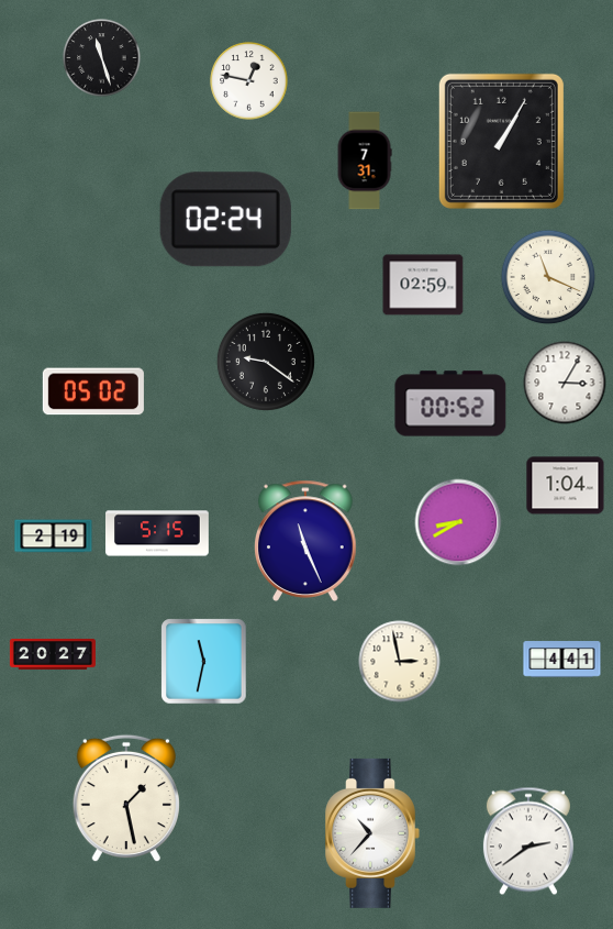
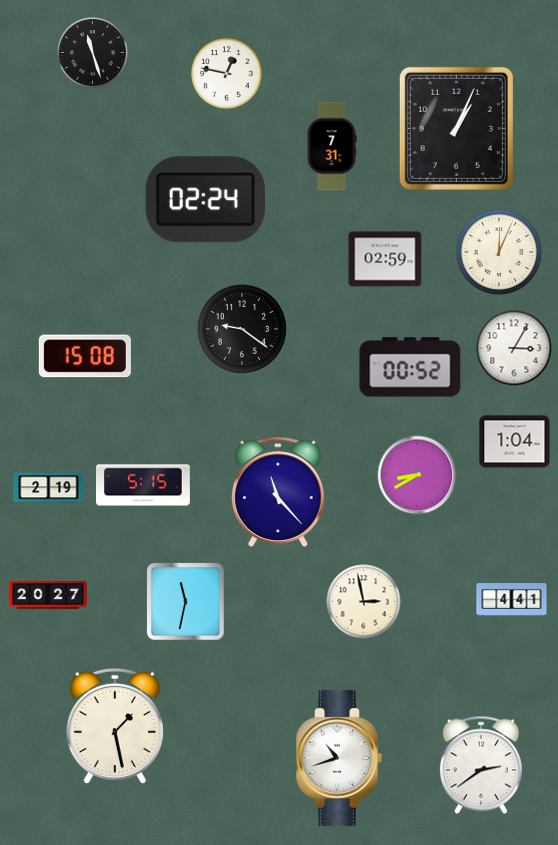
clock at (501, 141): 1:05 -> 1:04
clock at (548, 277): 11:19 -> 12:04
clock at (93, 391): 05:02 -> 15:08
clock at (306, 541): 11:26 -> 11:23
clock at (372, 833): 10:37 -> 10:42
